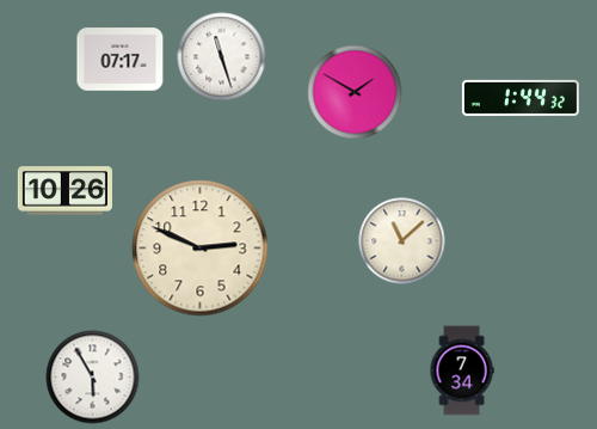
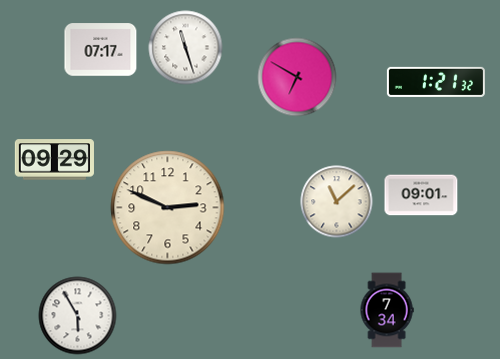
clock at (355, 92): 1:50 -> 6:50
clock at (521, 98): 1:44 -> 1:21
clock at (64, 191): 10:26 -> 09:29
clock at (421, 195): none -> 09:01
